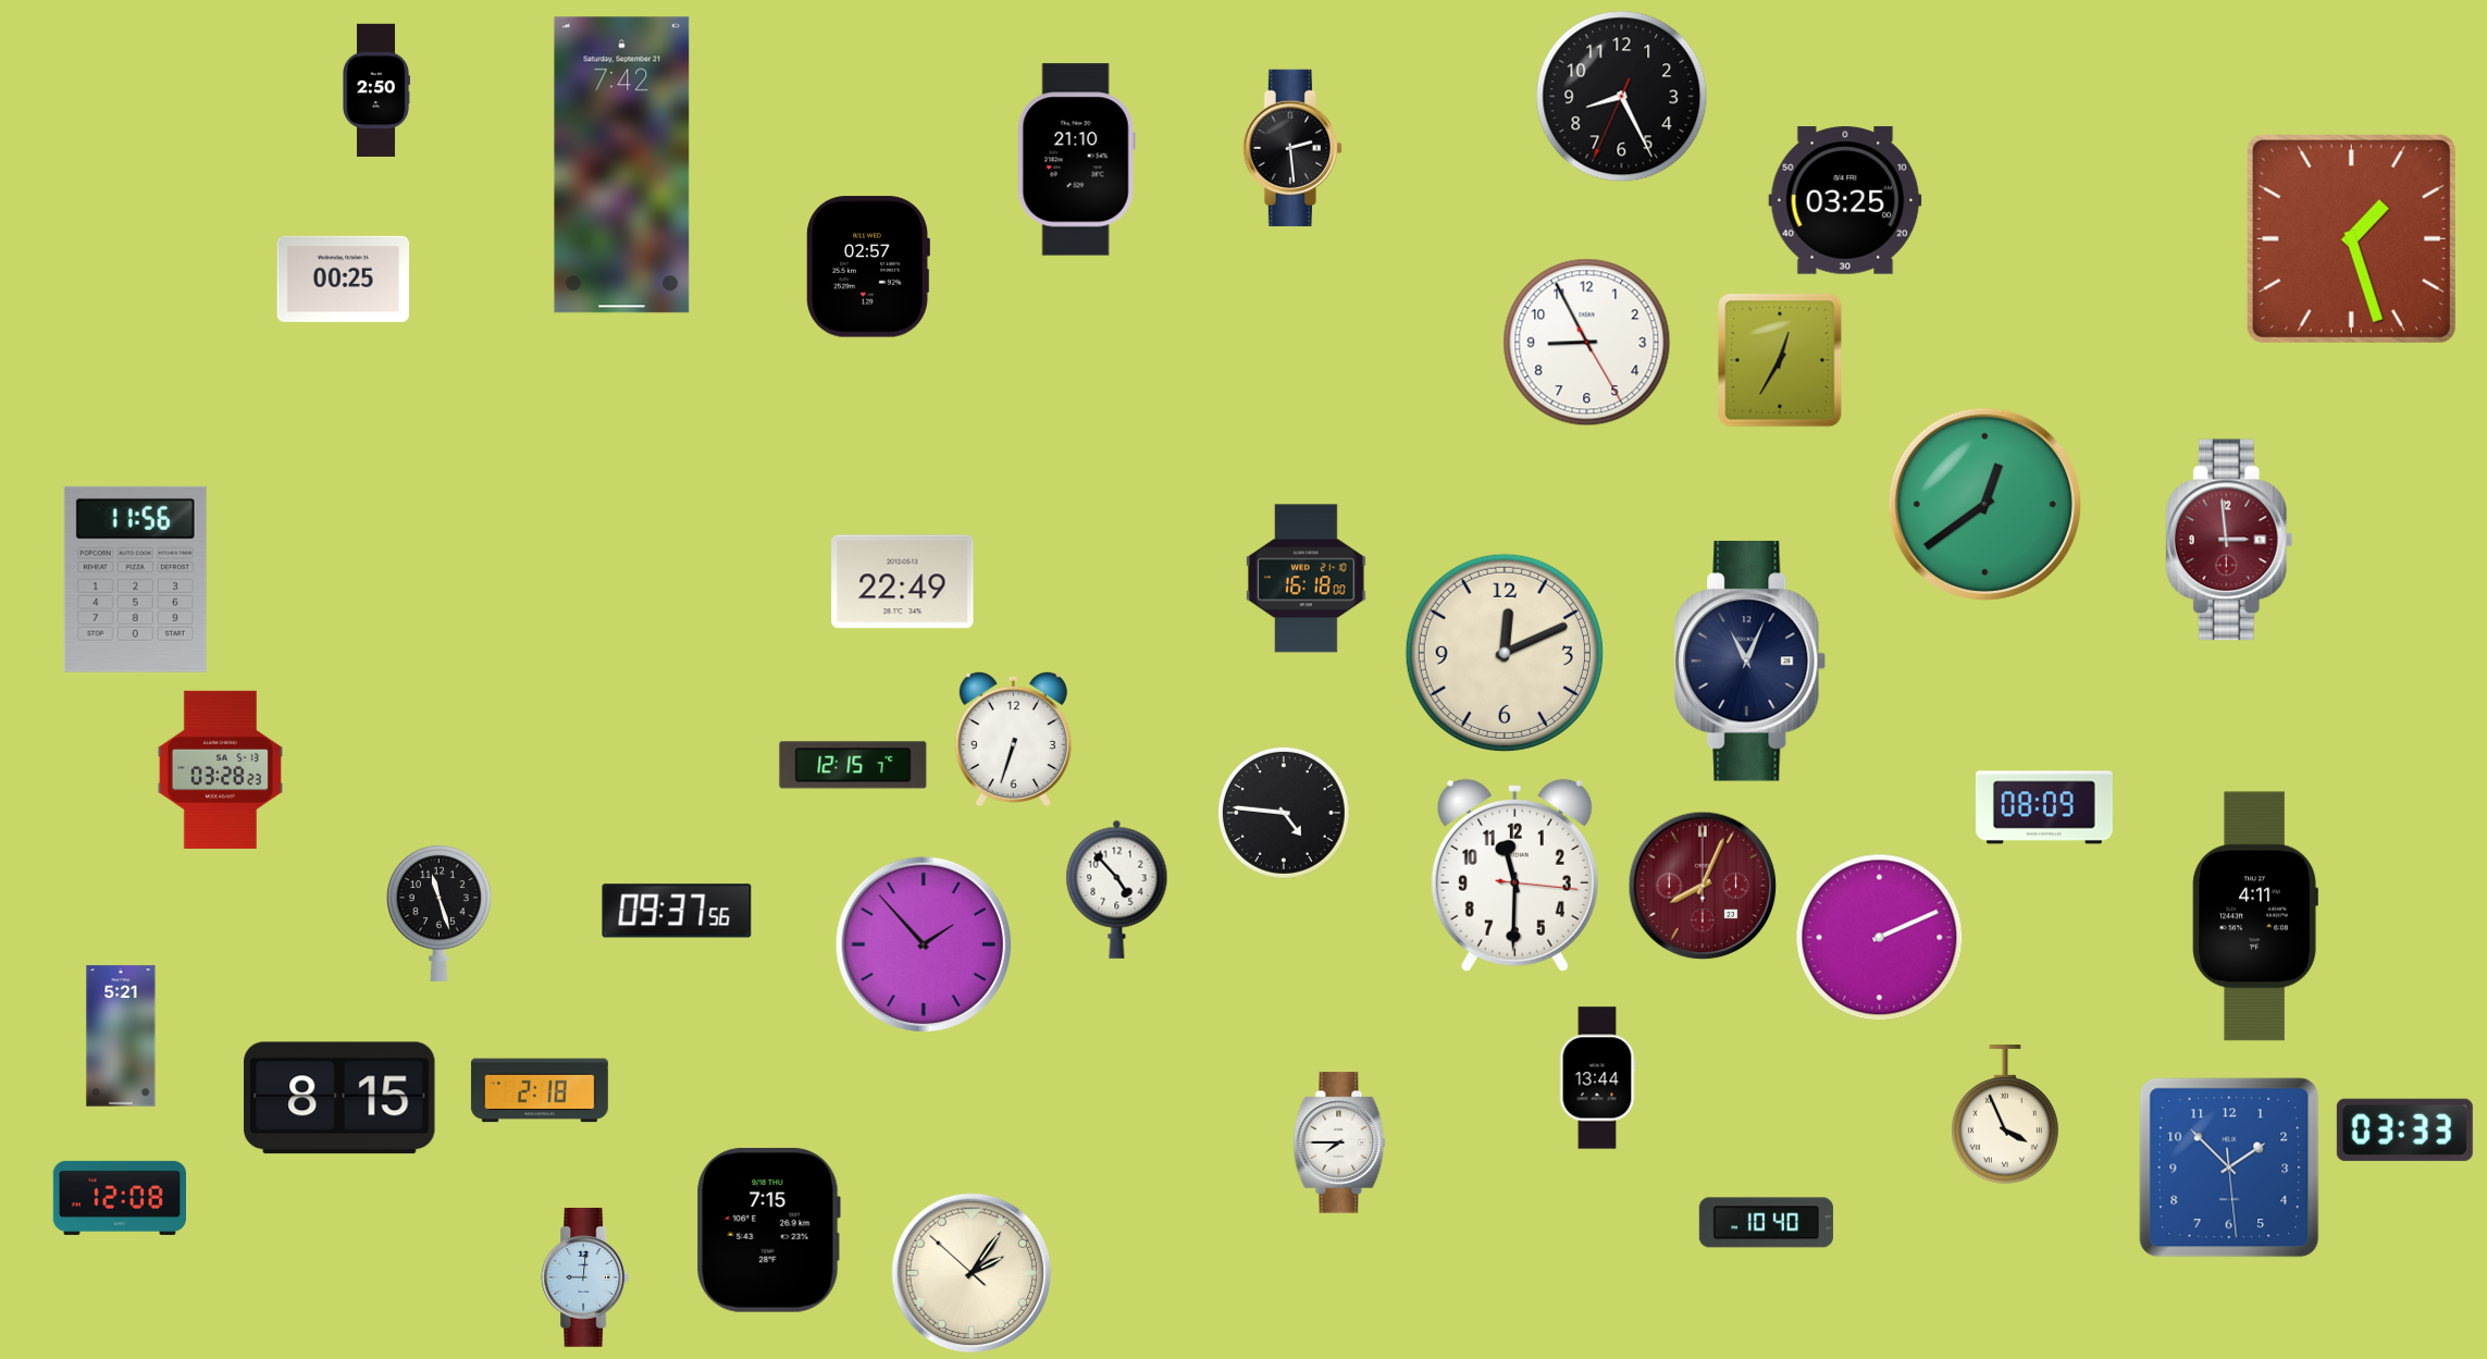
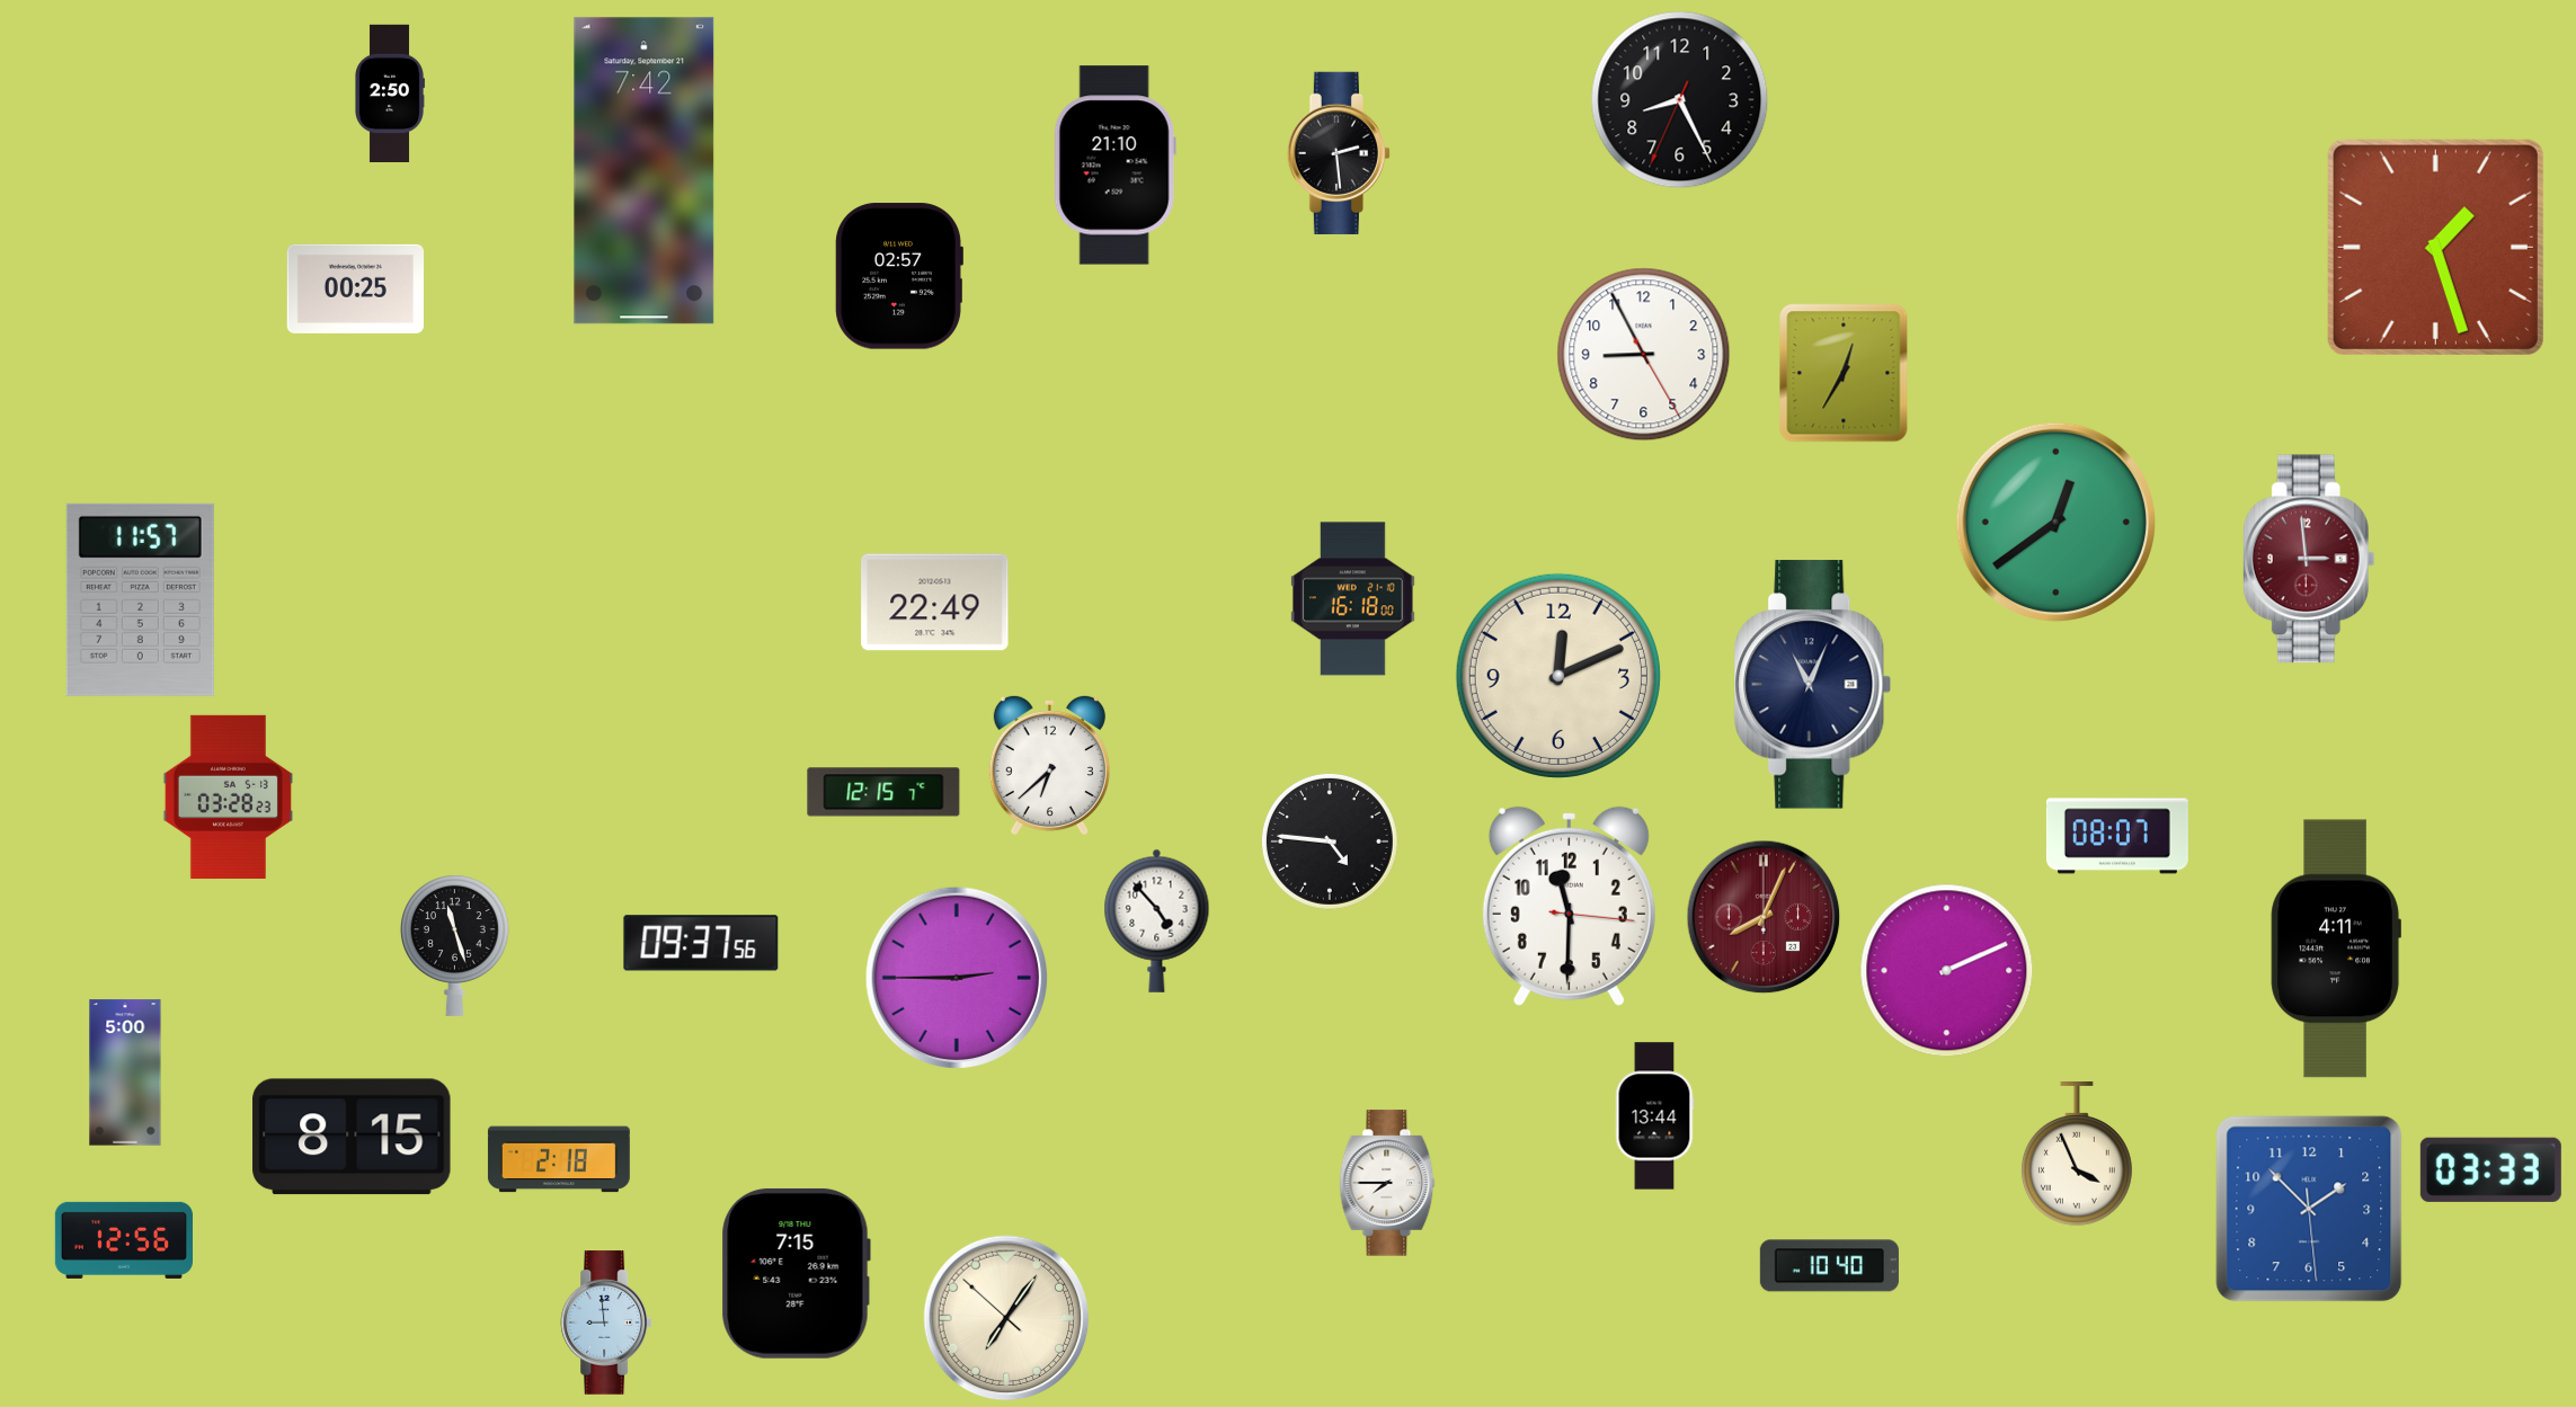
clock at (1845, 200): 03:25 -> none
clock at (135, 579): 11:56 -> 11:57
clock at (1013, 739): 6:33 -> 6:38
clock at (2044, 807): 08:09 -> 08:07
clock at (924, 944): 1:53 -> 2:45
clock at (121, 1036): 5:21 -> 5:00
clock at (540, 1090) position: (540, 1090) -> (559, 1159)
clock at (119, 1198): 12:08 -> 12:56
clock at (972, 1273): 2:05 -> 7:05
clock at (585, 1277): 9:01 -> 8:59
